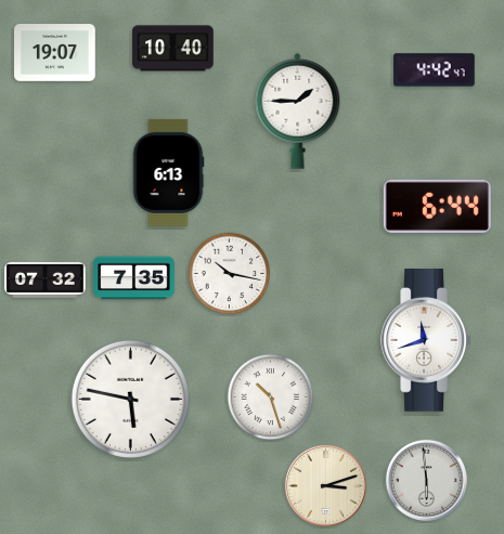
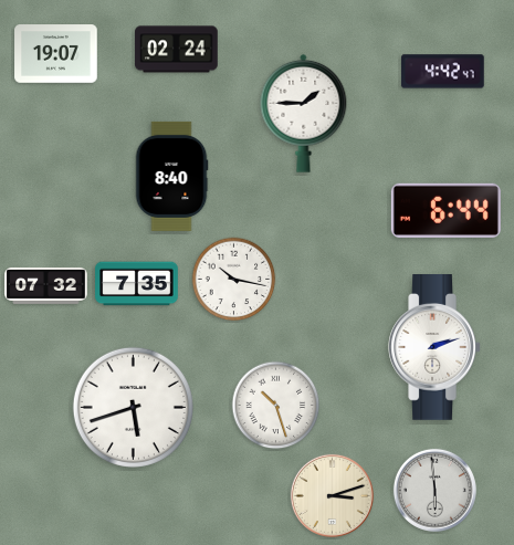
clock at (173, 49): 10:40 -> 02:24
clock at (168, 172): 6:13 -> 8:40
clock at (426, 341): 11:42 -> 2:12
clock at (130, 399): 5:47 -> 5:42
